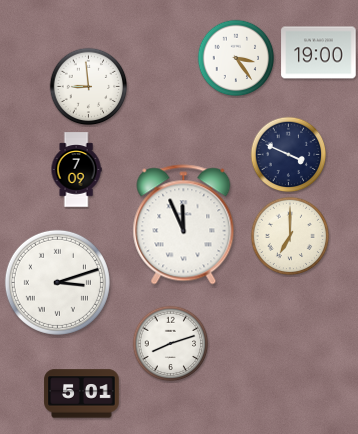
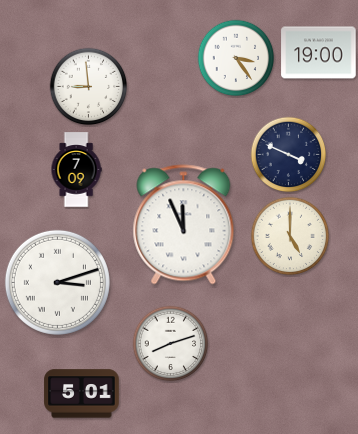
clock at (290, 236): 7:00 -> 5:00
